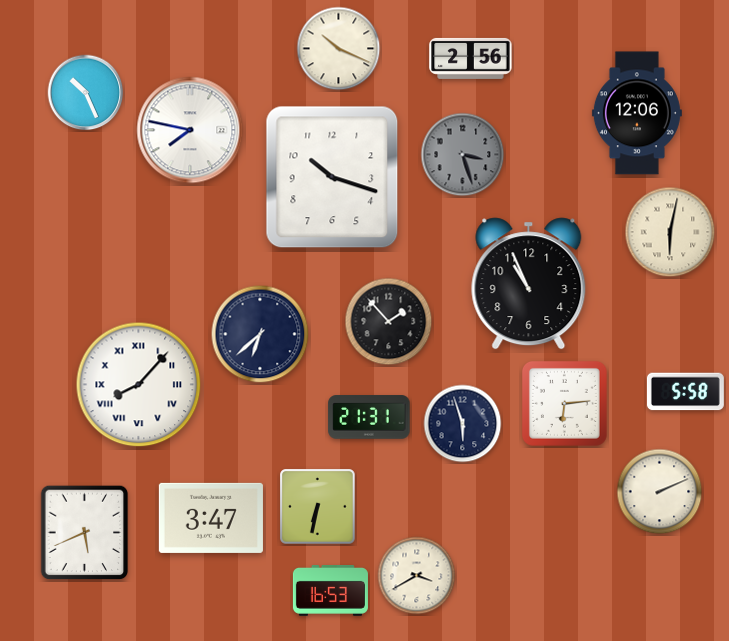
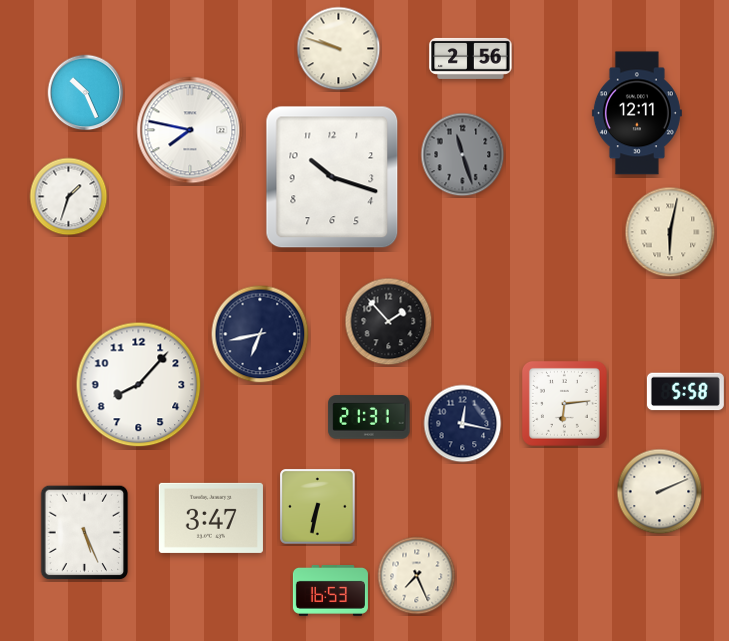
clock at (339, 49): 10:19 -> 9:48
clock at (637, 113): 12:06 -> 12:11
clock at (463, 155): 3:27 -> 11:27
clock at (69, 197): none -> 1:33
clock at (529, 284): 10:56 -> none
clock at (260, 334): 6:38 -> 6:43
clock at (139, 385) numerals: Roman -> Arabic
clock at (463, 424): 5:57 -> 12:17
clock at (85, 533): 5:41 -> 5:26
clock at (417, 576): 3:40 -> 7:26
